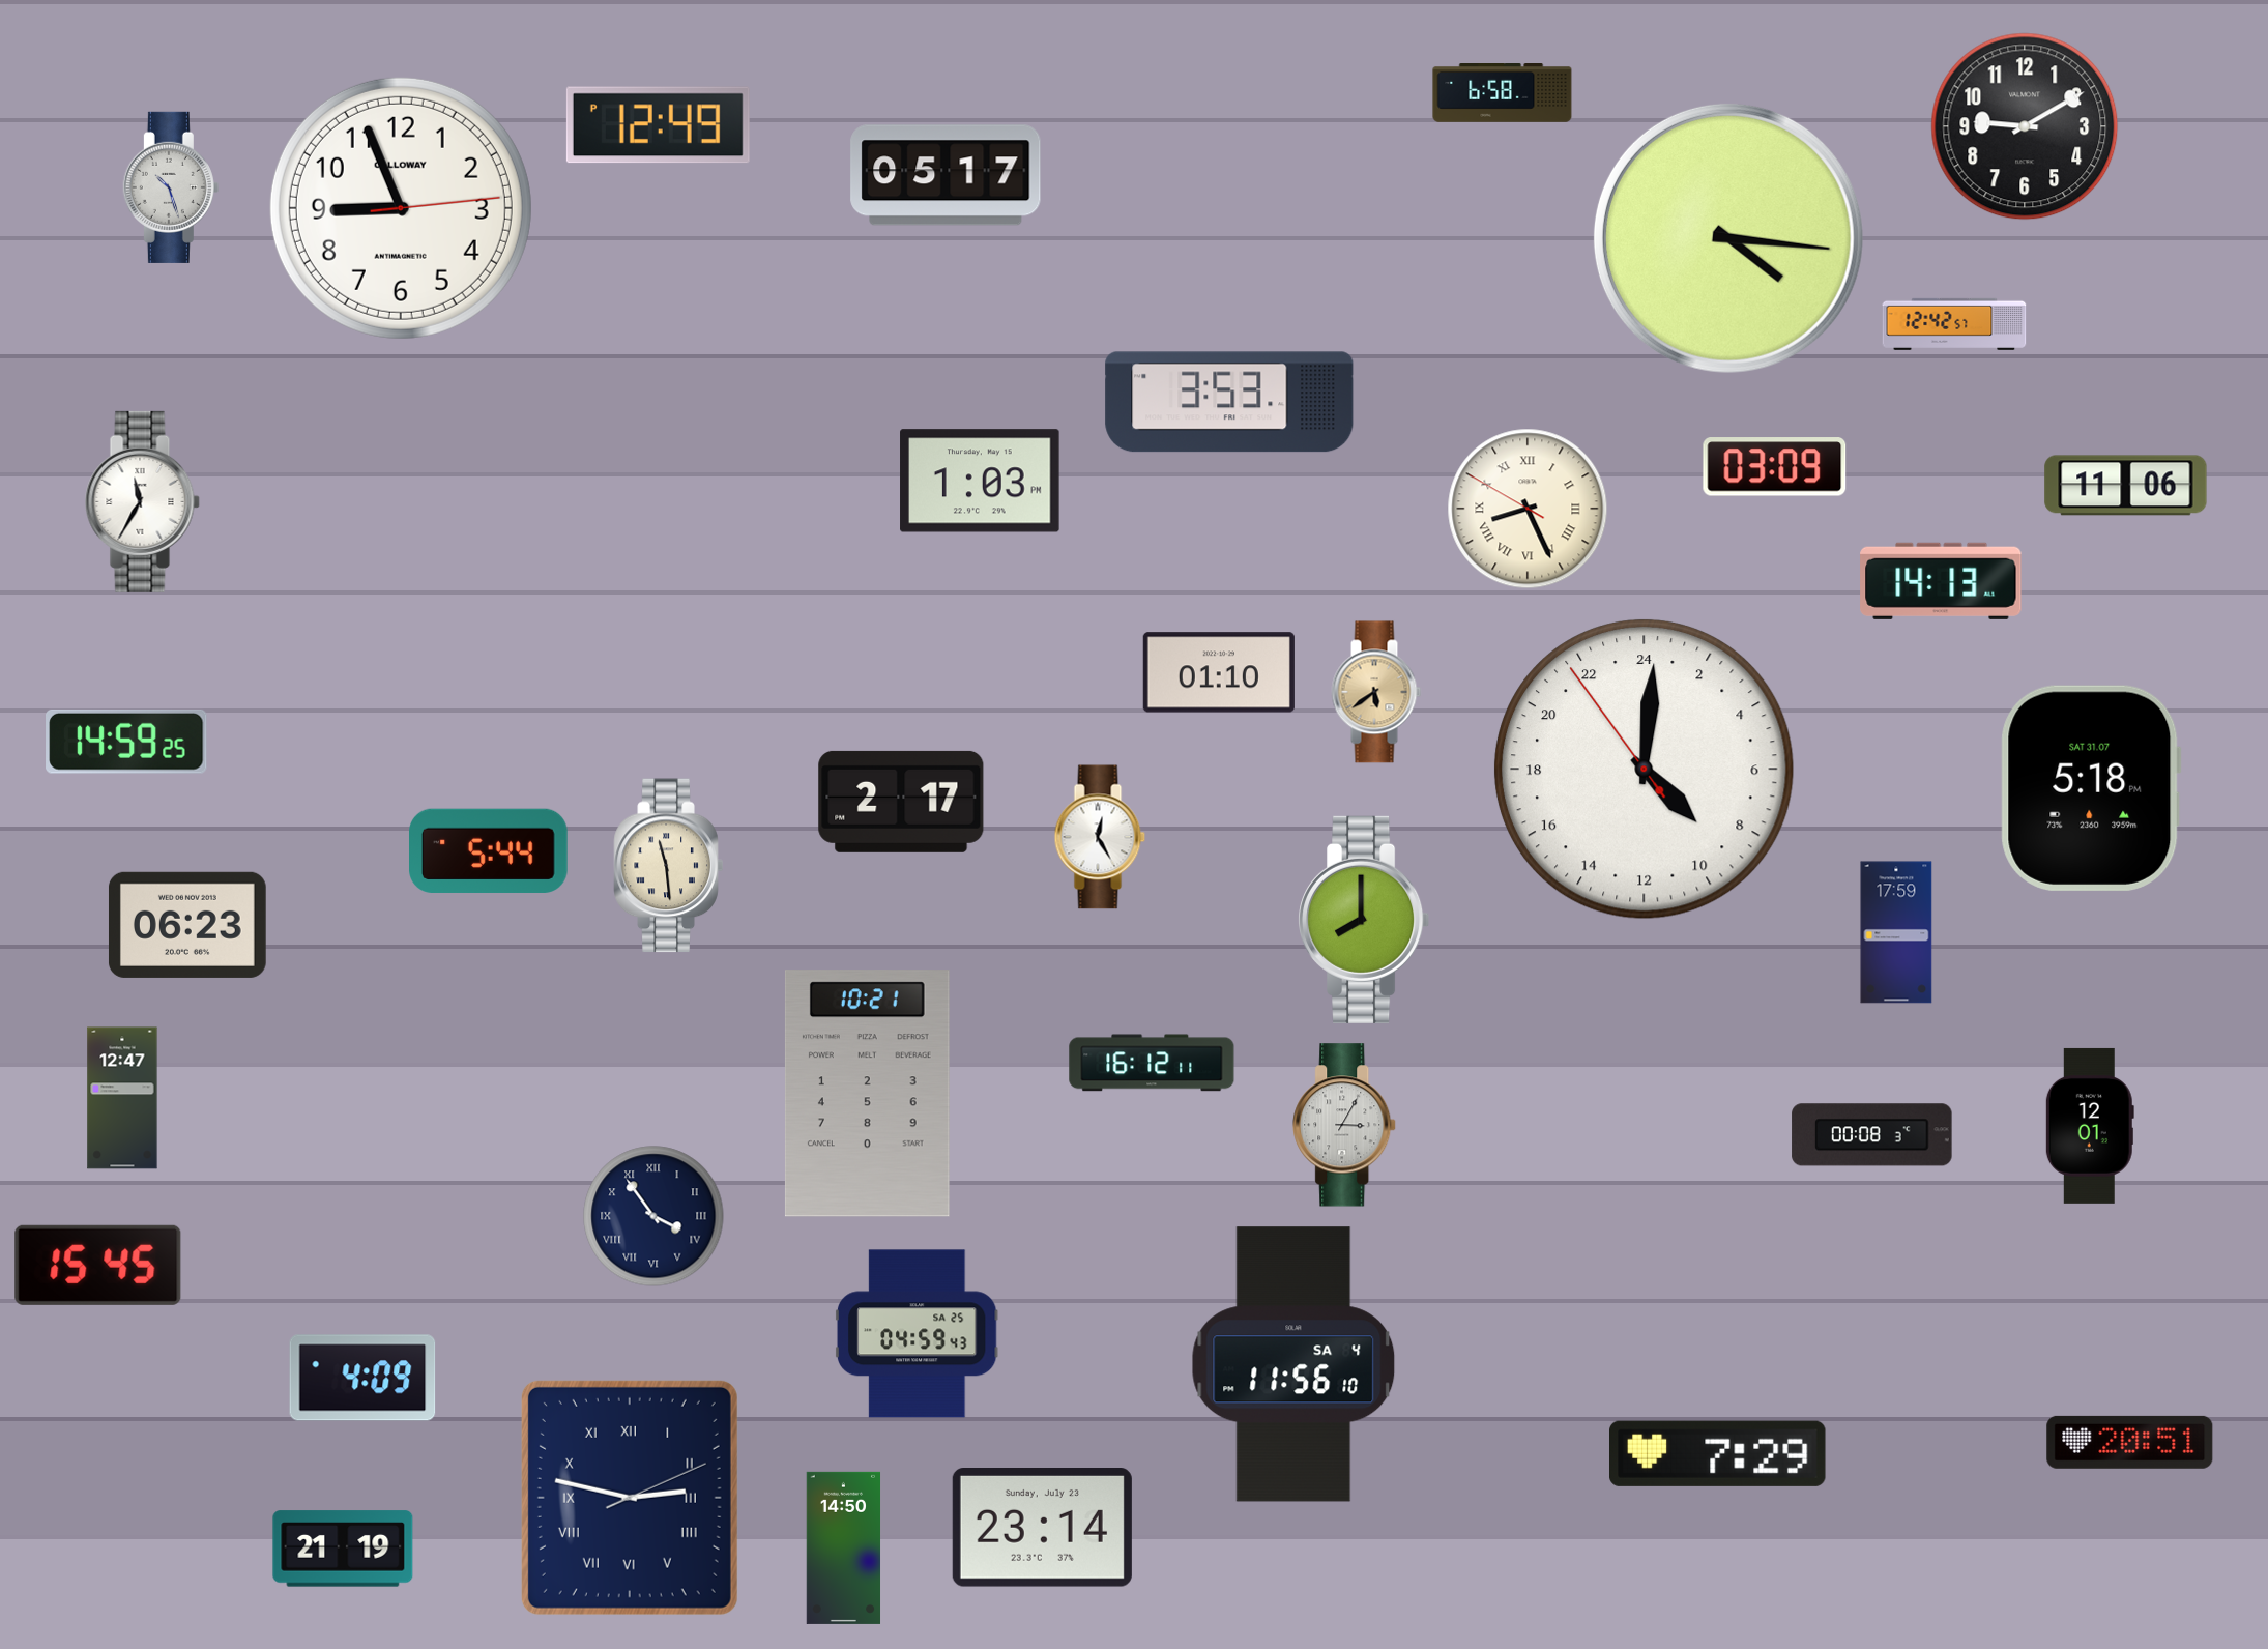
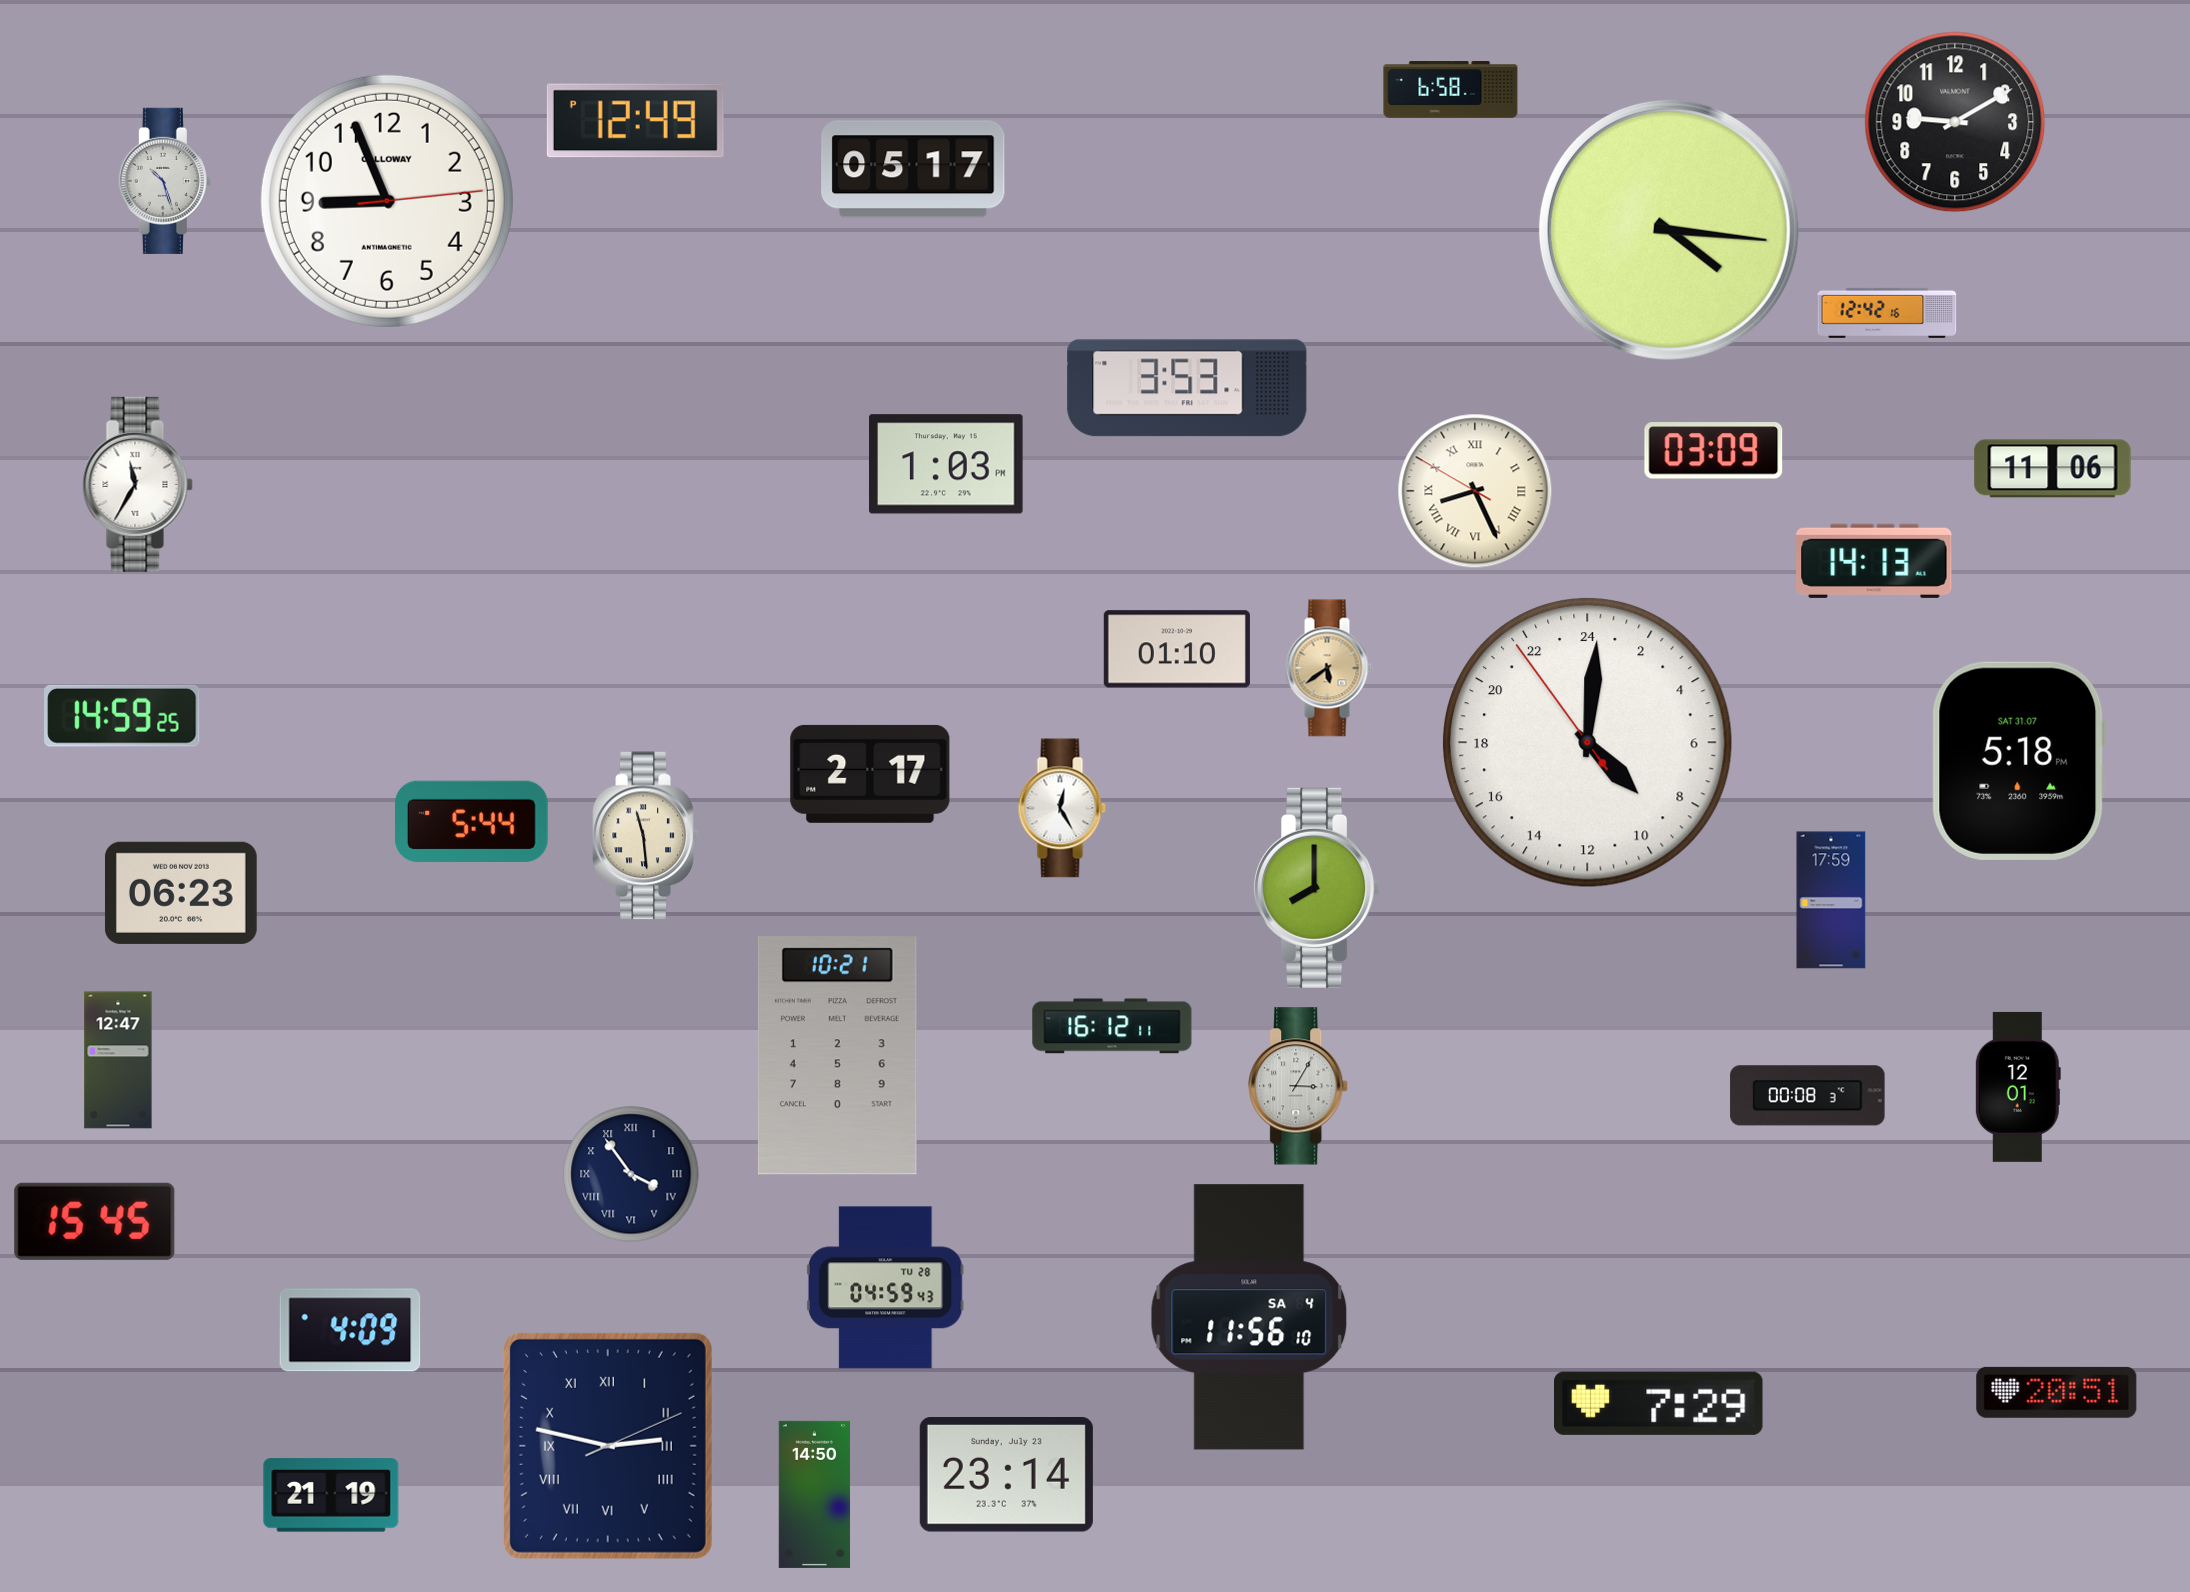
clock at (1954, 324): 12:42:57 -> 12:42:16
clock at (917, 1334) date: SA 25 -> TU 28
